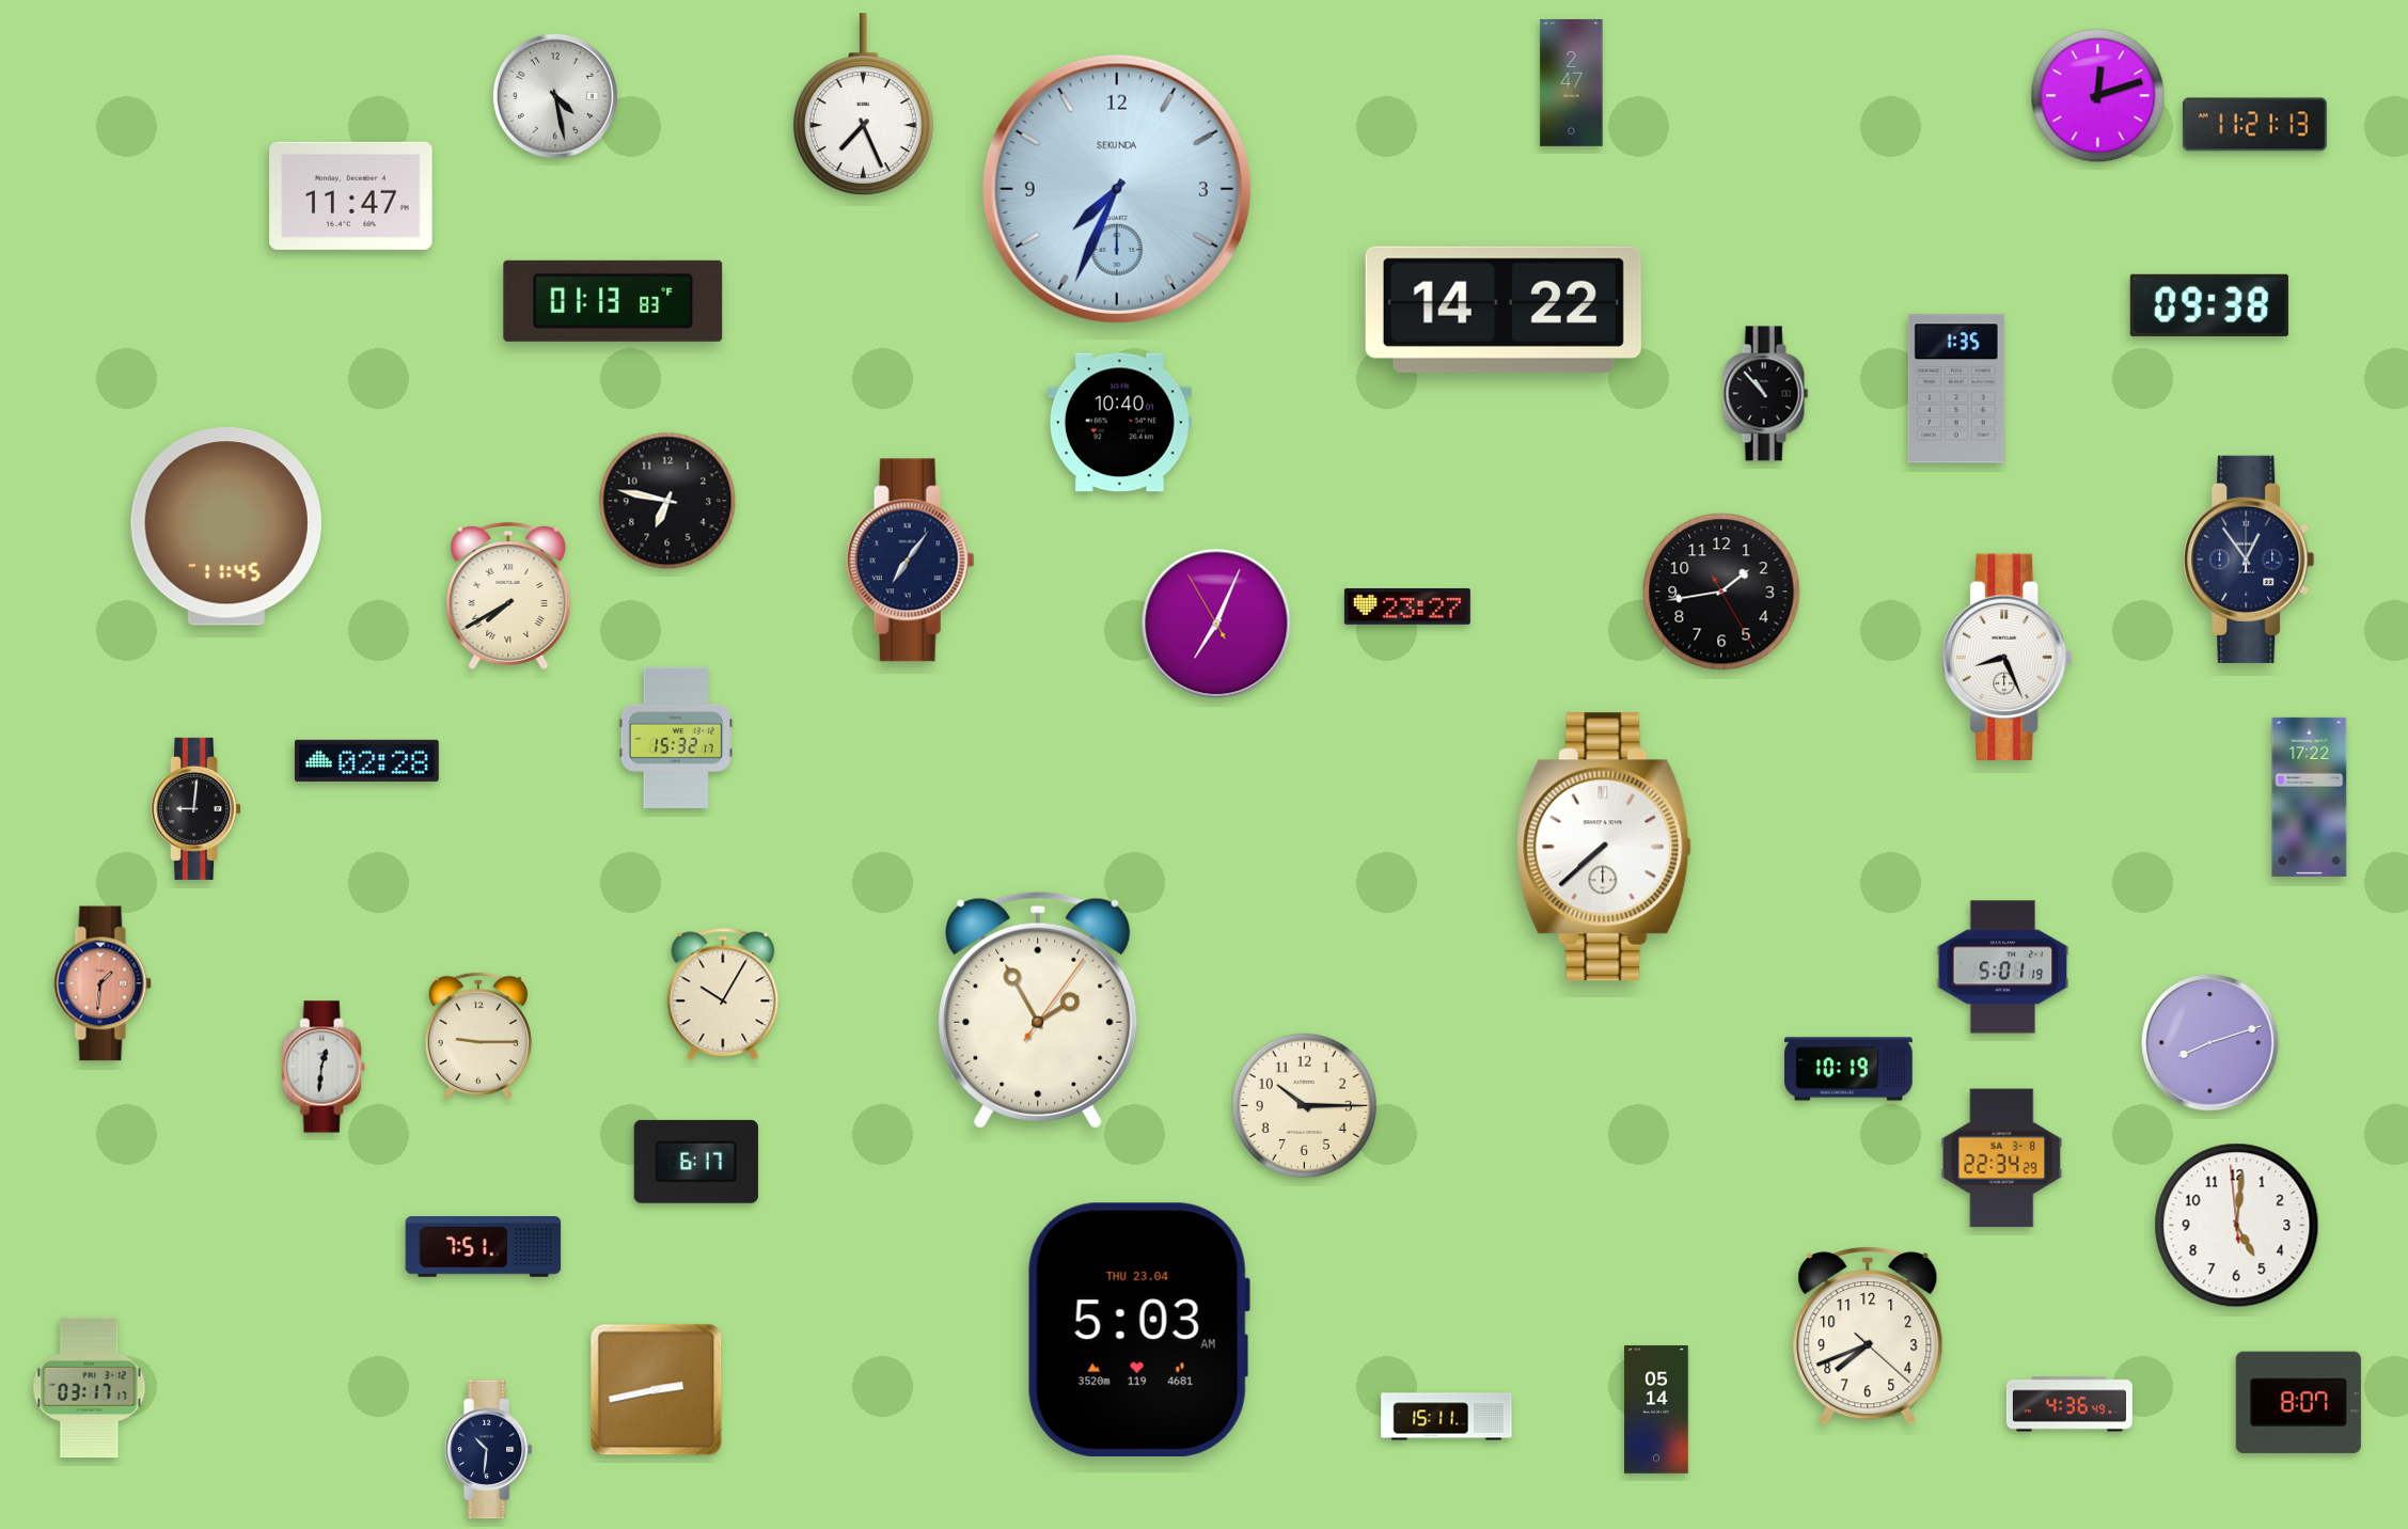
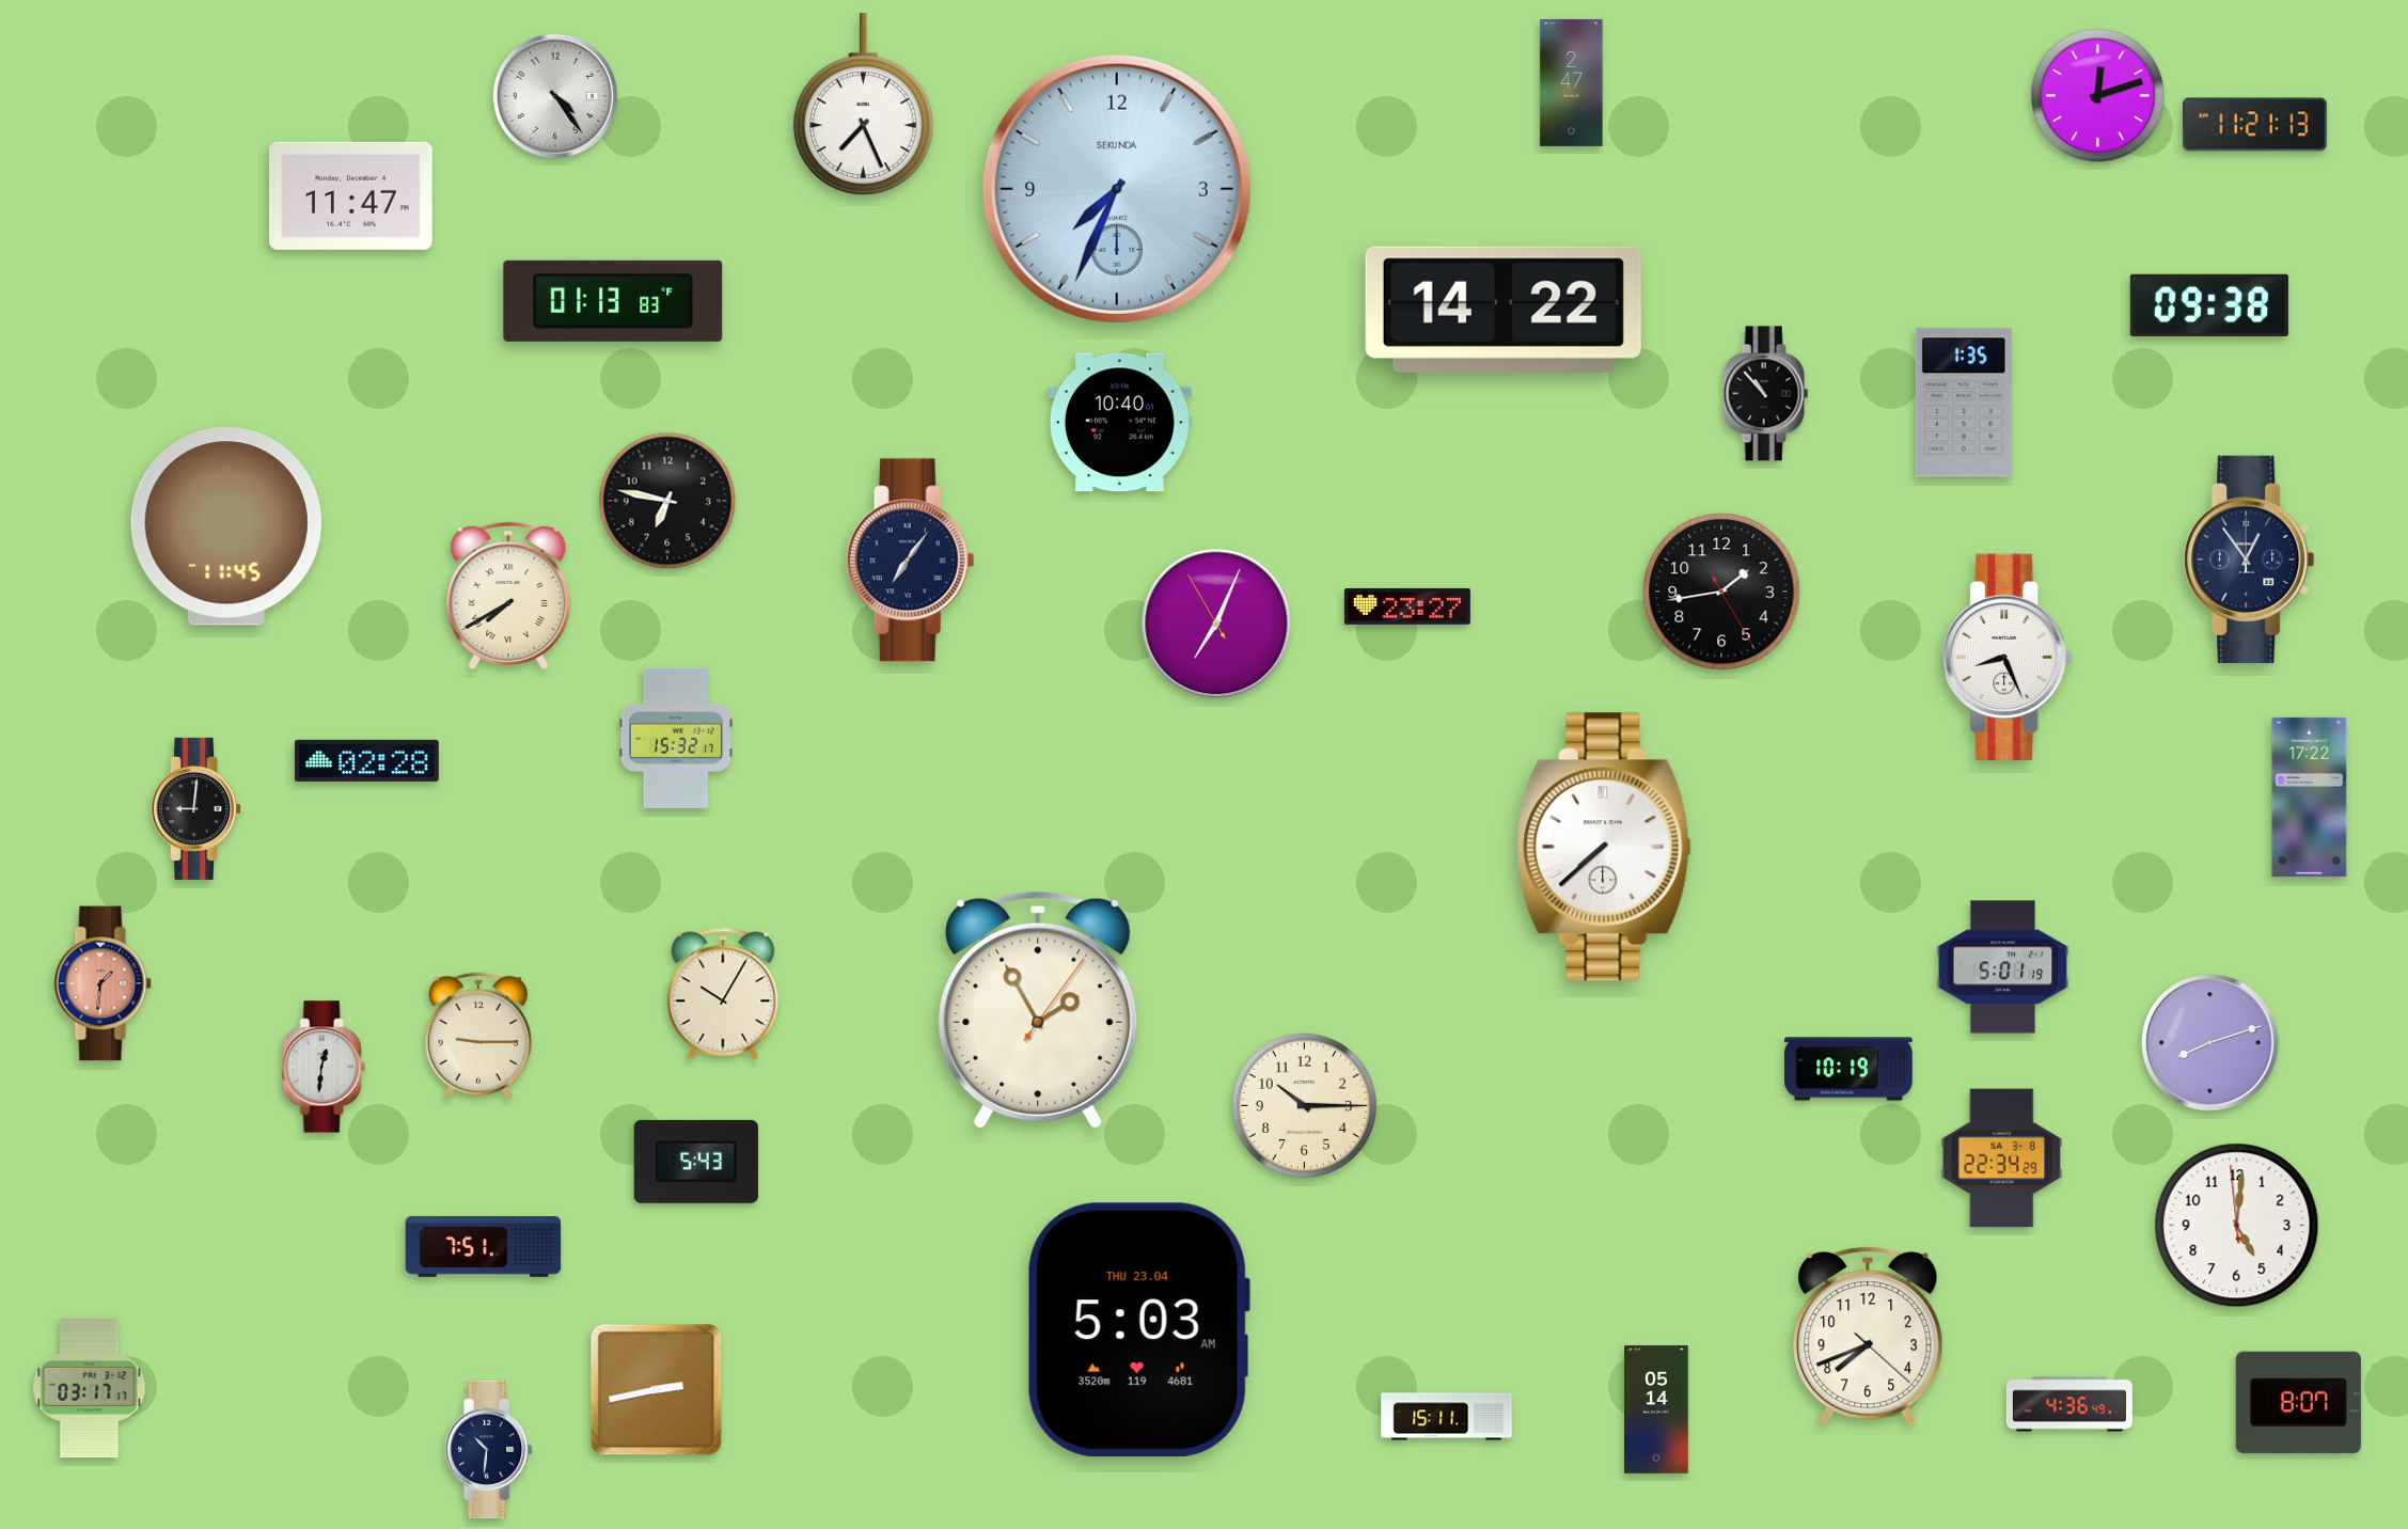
clock at (555, 96): 4:28 -> 4:24
clock at (1956, 389) position: (1956, 389) -> (1964, 403)
clock at (696, 1162): 6:17 -> 5:43
